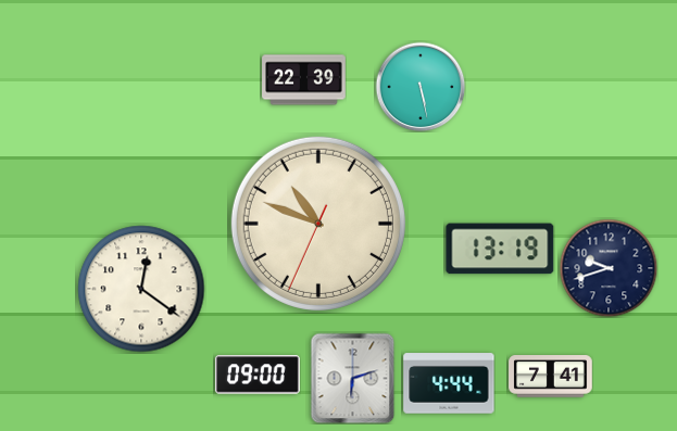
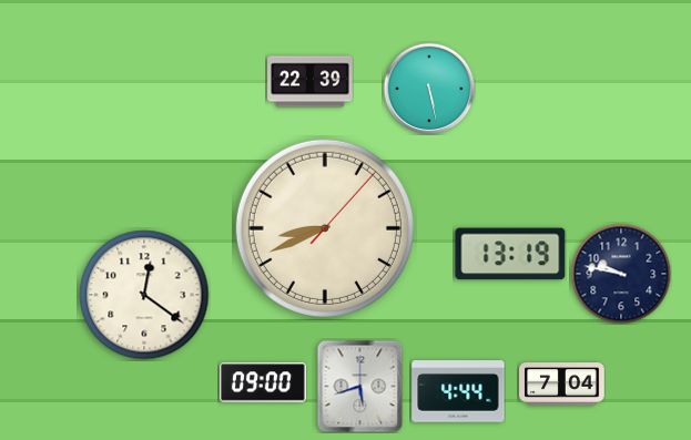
clock at (318, 224): 10:48 -> 8:41
clock at (609, 268): 9:42 -> 9:47
clock at (551, 377): 7:41 -> 7:04
clock at (353, 378): 6:12 -> 5:42
